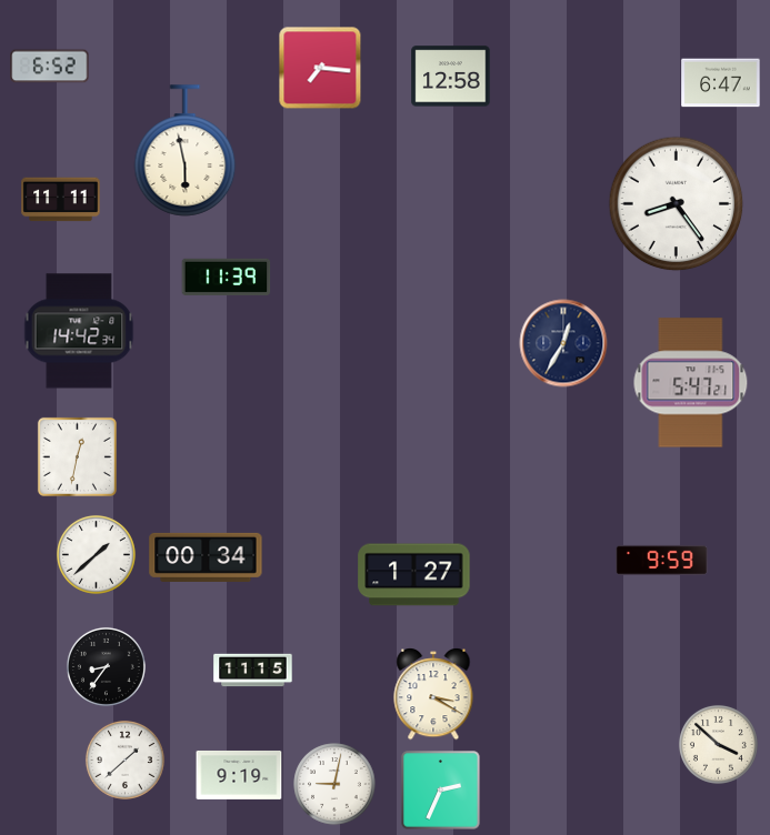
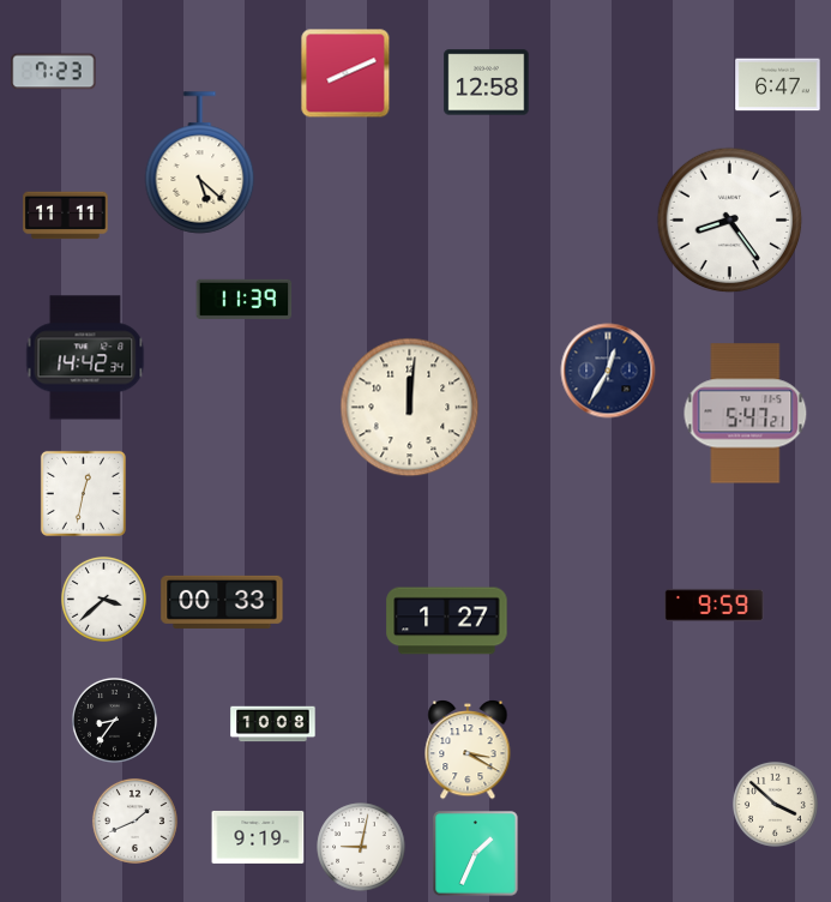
clock at (50, 67): 6:52 -> 7:23
clock at (320, 68): 7:16 -> 8:11
clock at (721, 83) position: (721, 83) -> (778, 85)
clock at (186, 151): 5:58 -> 5:22
clock at (410, 408): none -> 12:01
clock at (96, 554): 1:38 -> 3:38
clock at (206, 557): 00:34 -> 00:33
clock at (253, 671): 11:15 -> 10:08
clock at (124, 759): 1:38 -> 1:41
clock at (441, 791): 2:34 -> 1:34
